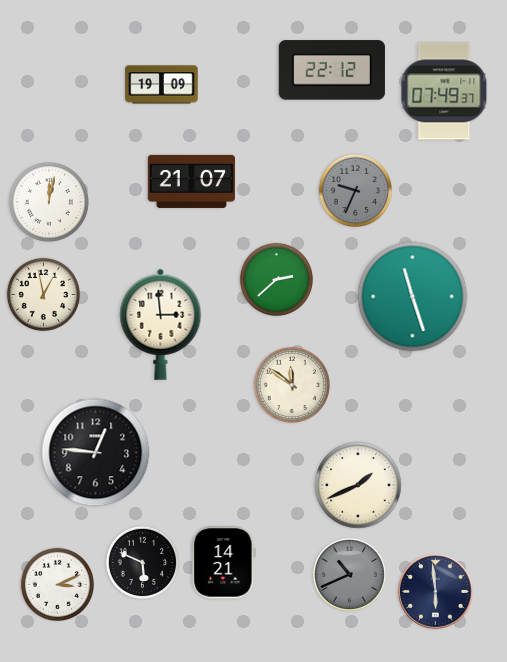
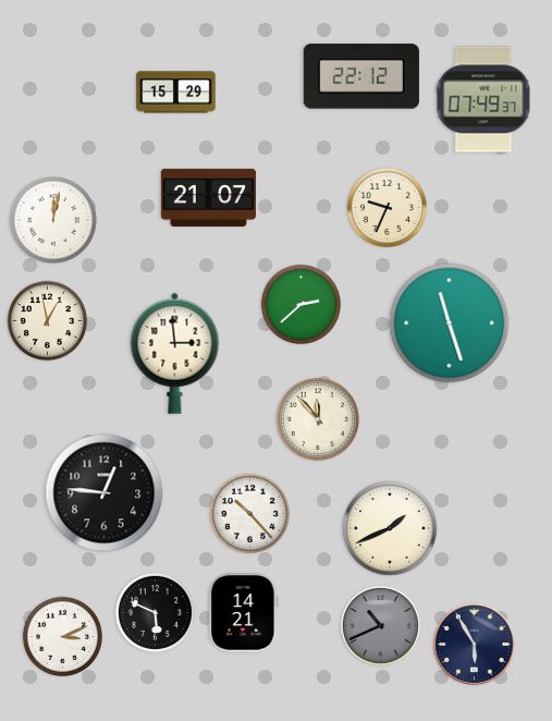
clock at (162, 85): 19:09 -> 15:29
clock at (355, 190) dial: grey -> cream
clock at (292, 385): 11:51 -> 11:53
clock at (249, 513): none -> 10:23
clock at (436, 592): 5:59 -> 5:55
